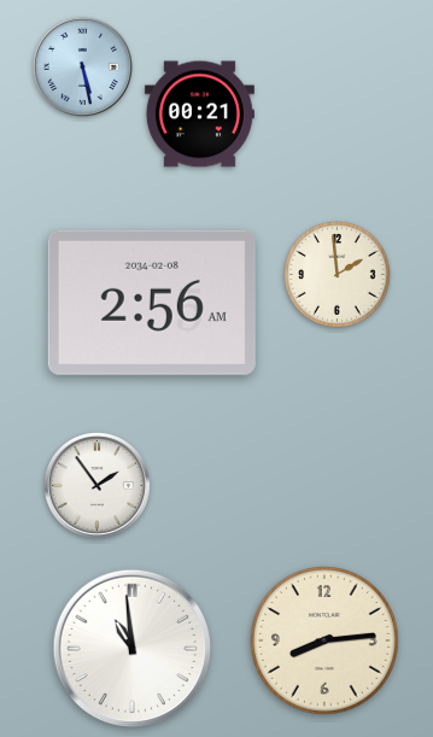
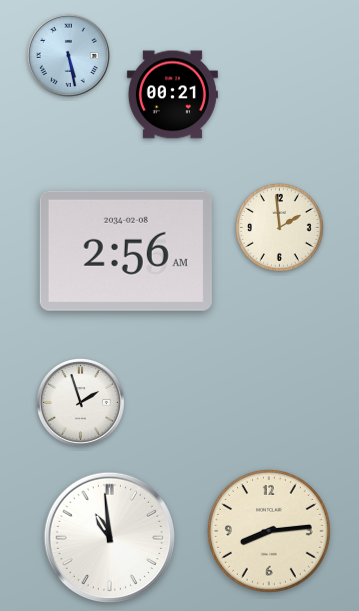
clock at (199, 115) position: (199, 115) -> (172, 95)
clock at (98, 486): 1:54 -> 1:57
